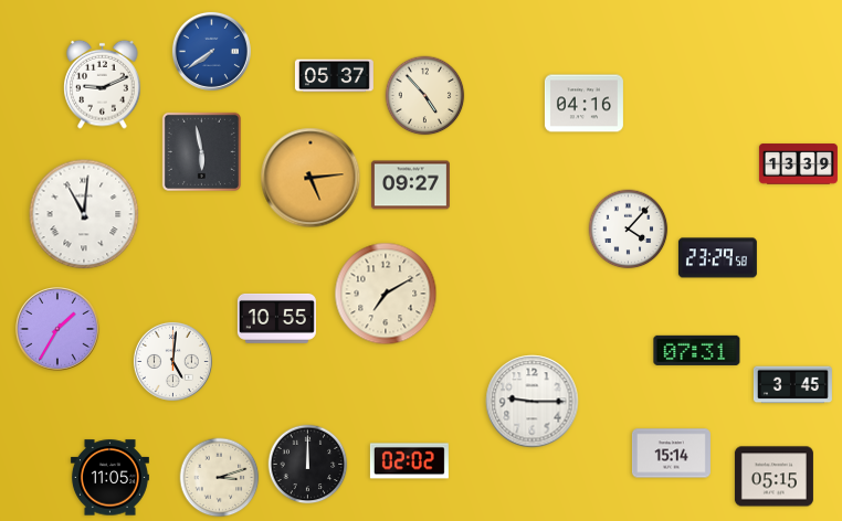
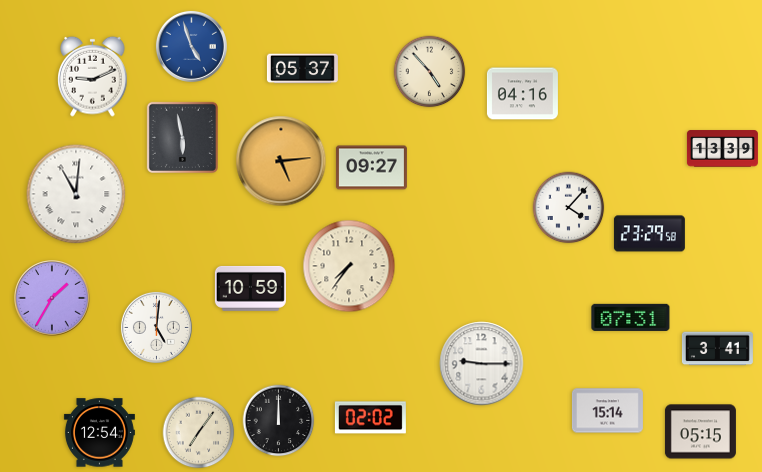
clock at (211, 51): 7:39 -> 4:57
clock at (425, 96) position: (425, 96) -> (430, 72)
clock at (583, 104) position: (583, 104) -> (522, 94)
clock at (386, 294): 7:10 -> 7:36
clock at (276, 318): 10:55 -> 10:59
clock at (792, 385): 3:45 -> 3:41
clock at (109, 478): 11:05 -> 12:54
clock at (220, 478): 3:12 -> 7:06
